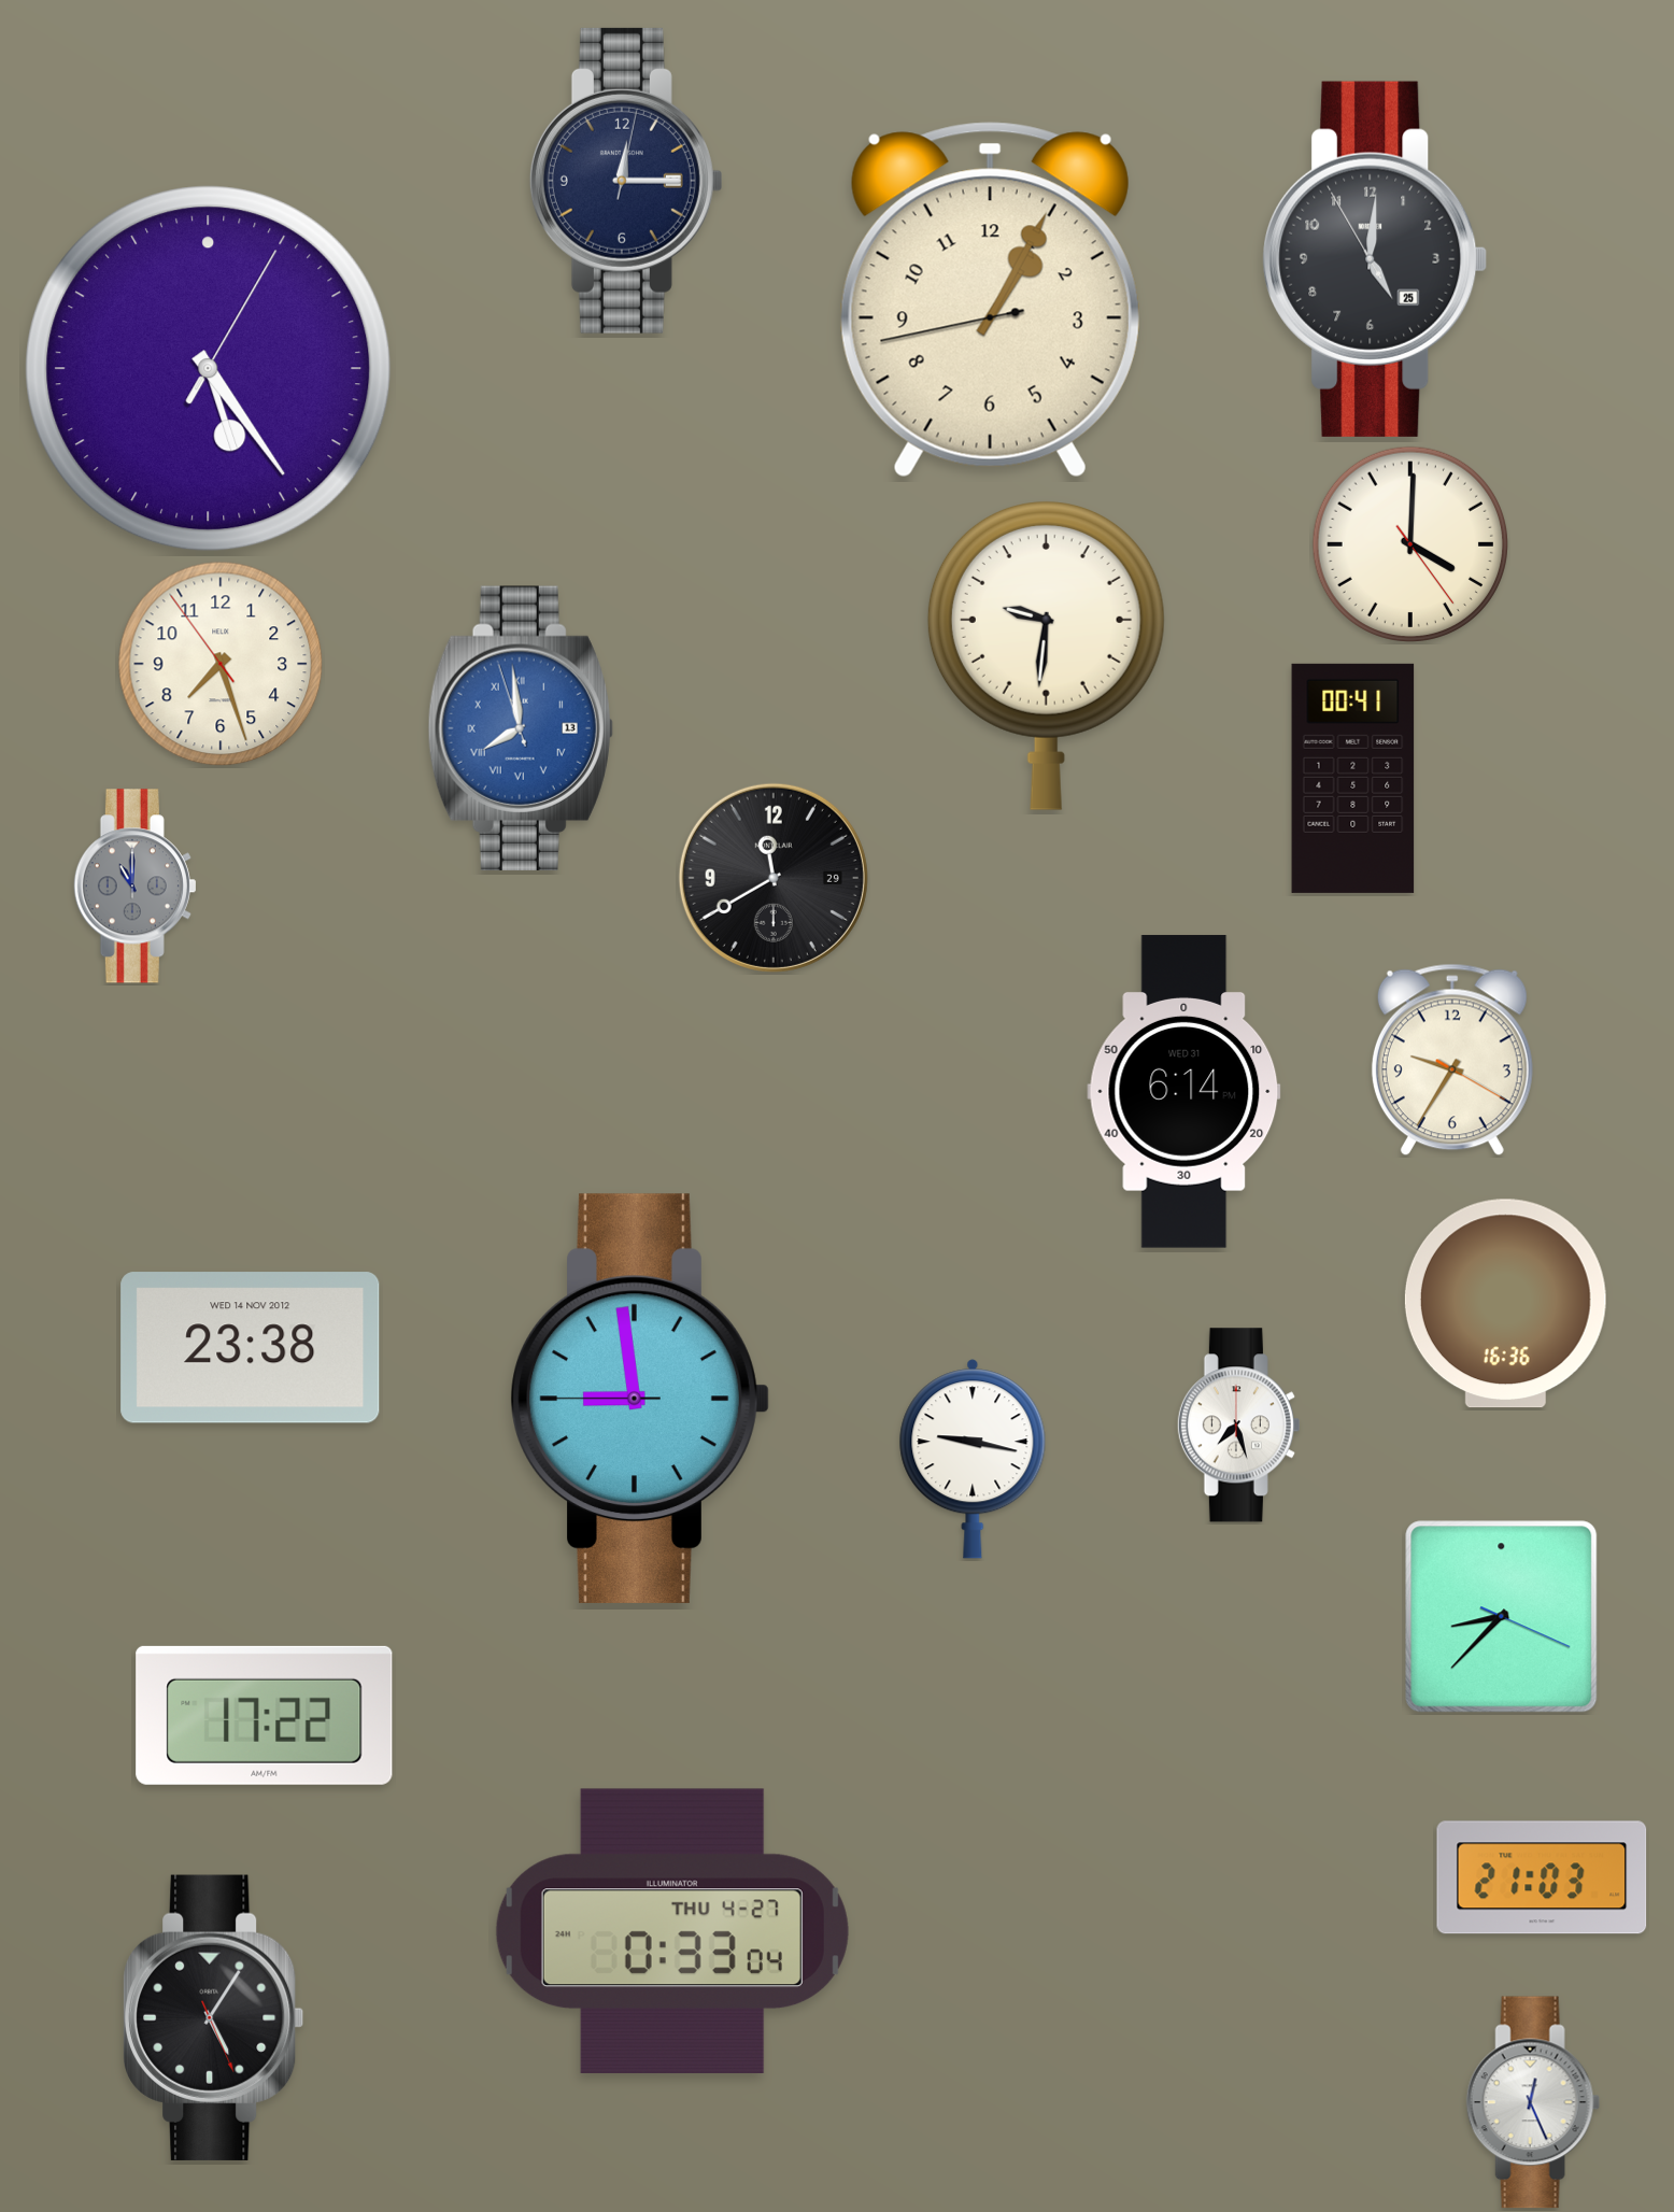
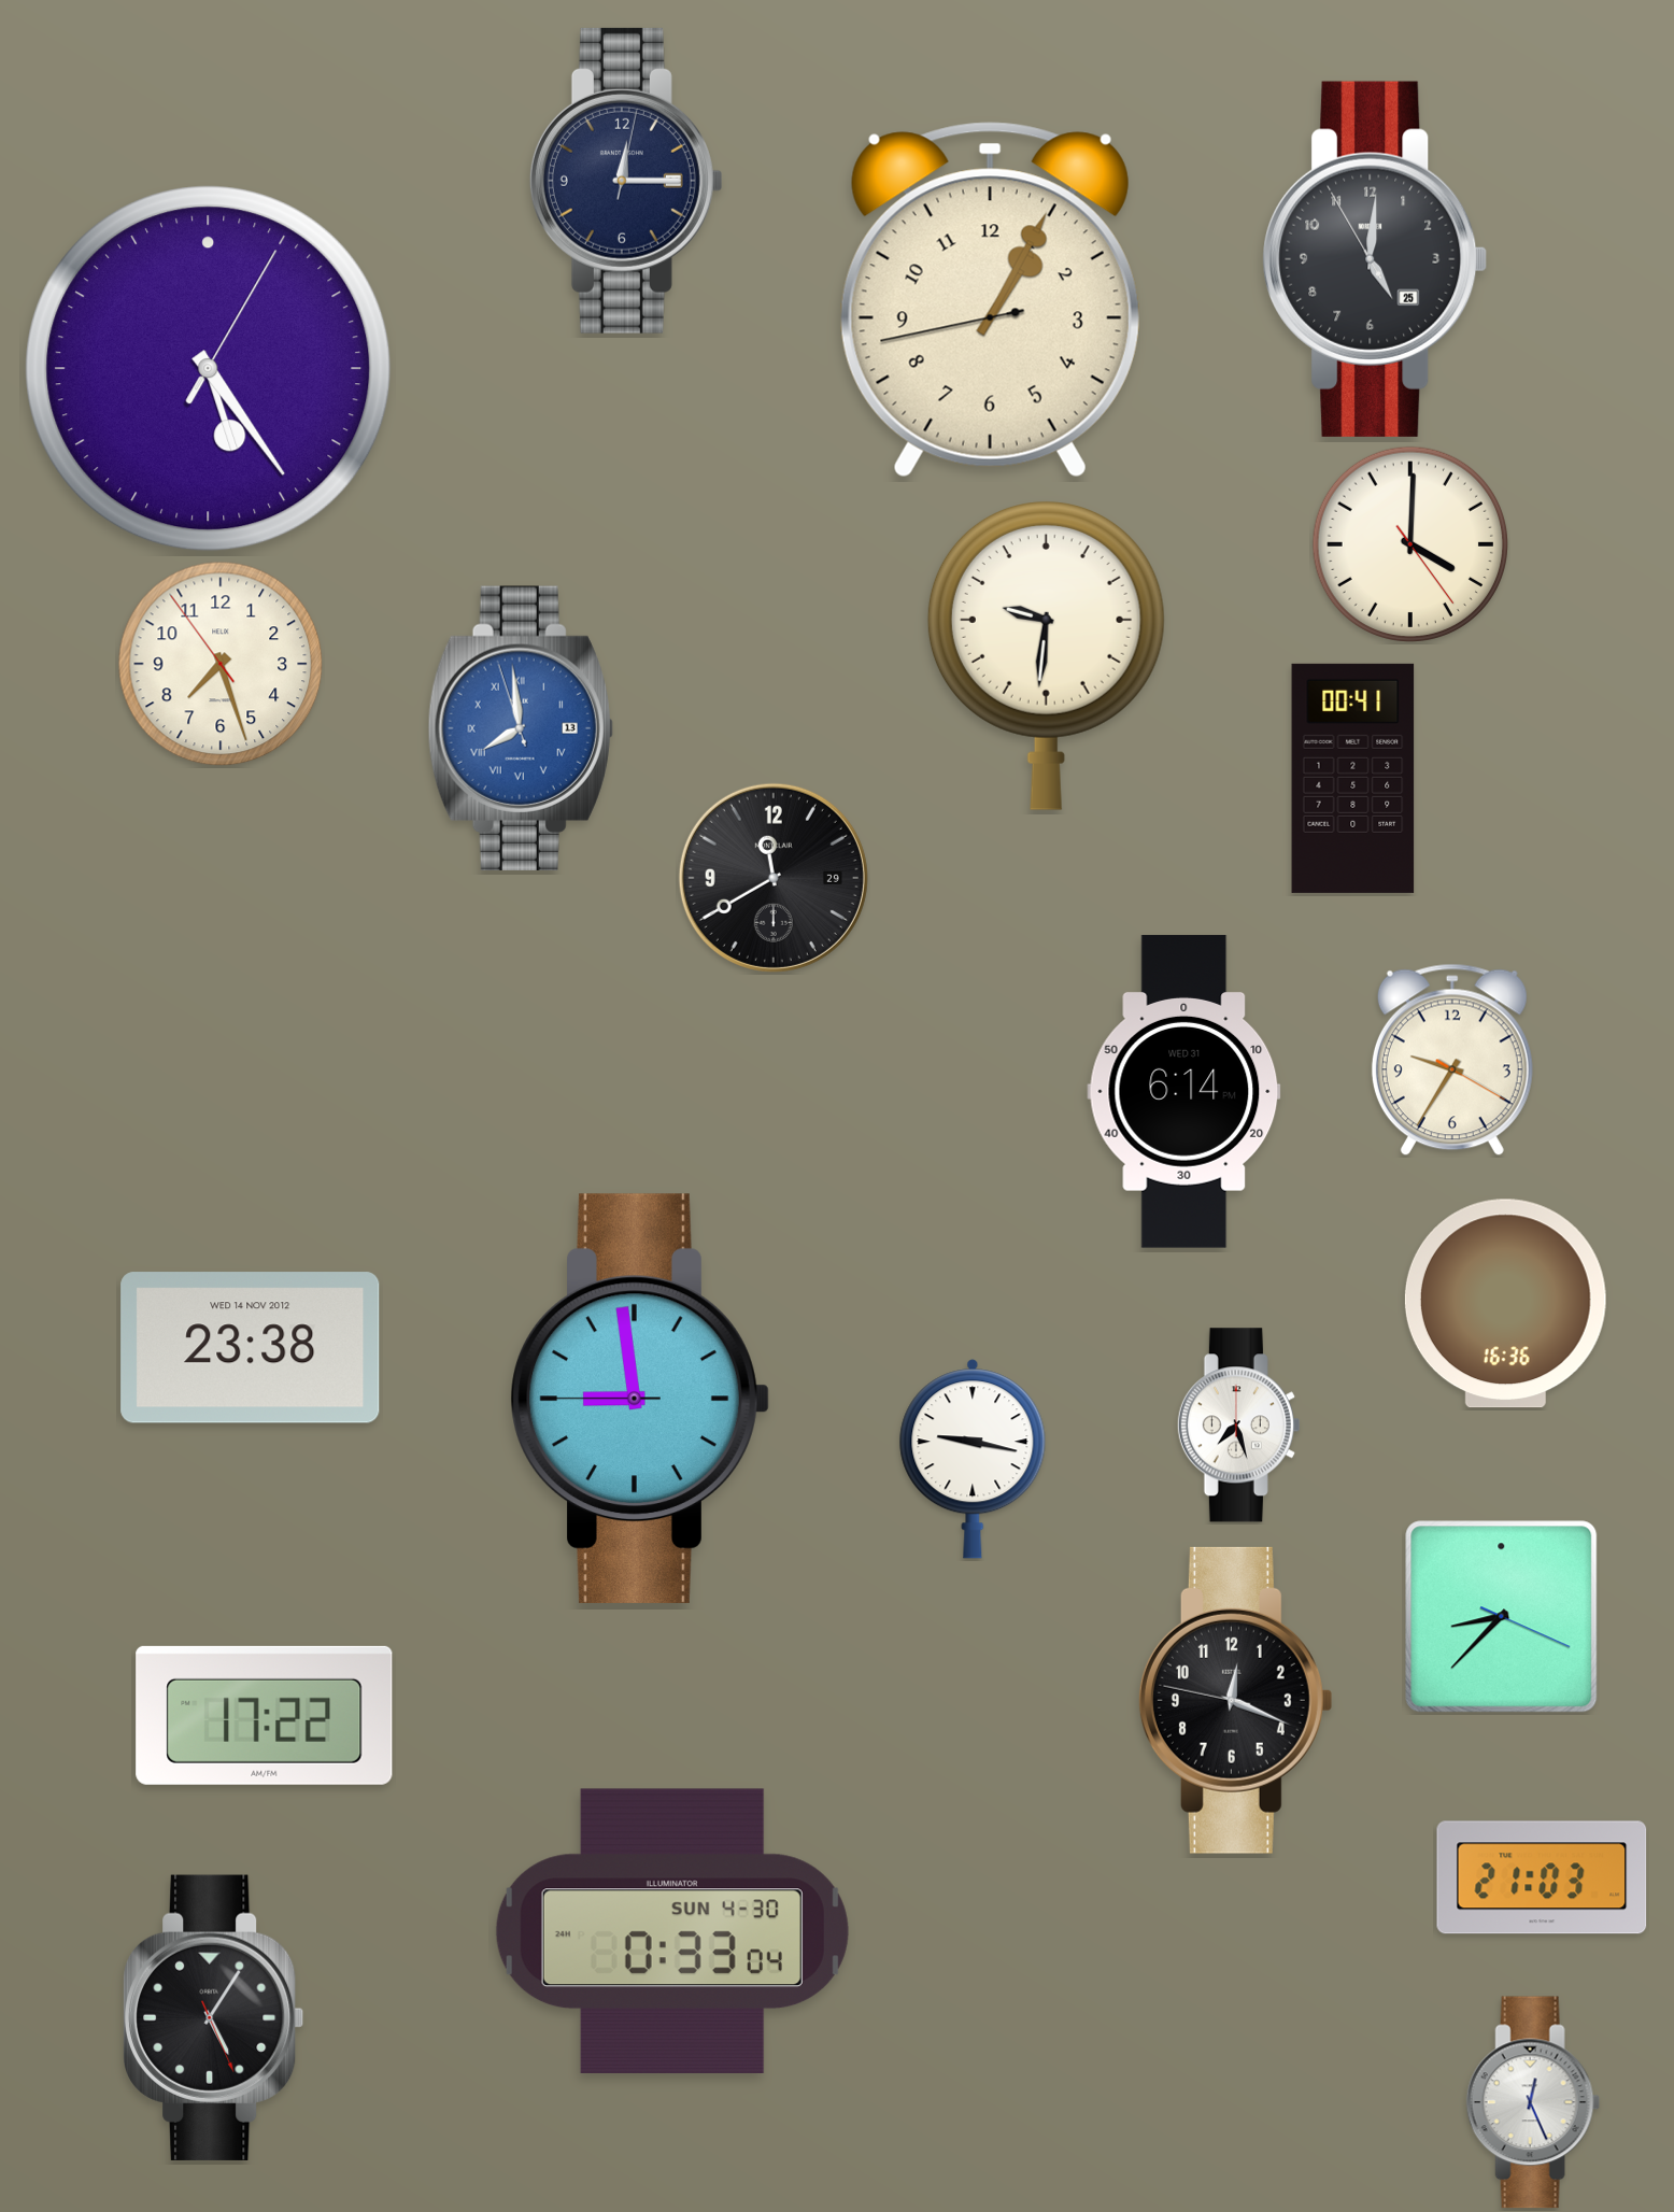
clock at (134, 887): 11:00 -> none
clock at (1235, 1700): none -> 12:18
clock at (672, 1930) date: THU 4-27 -> SUN 4-30
